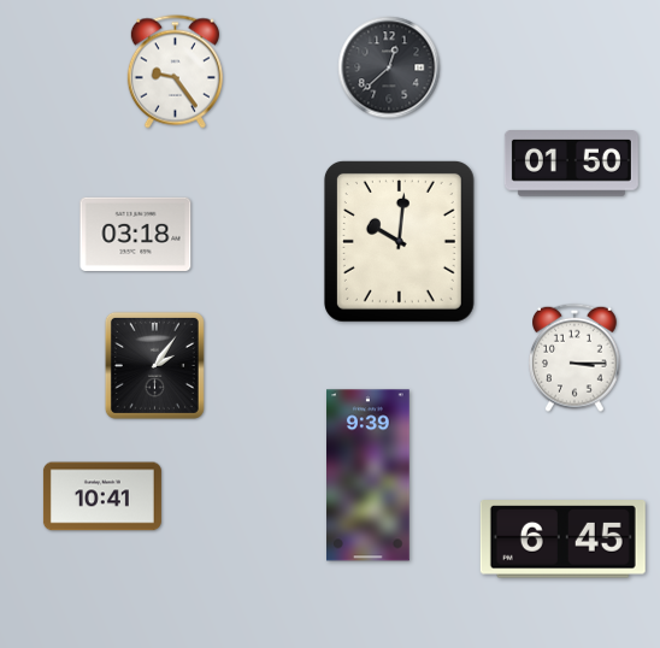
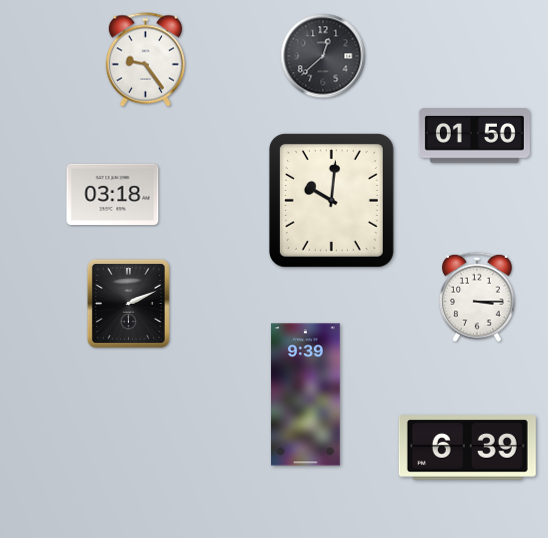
clock at (154, 365): 2:06 -> 2:11
clock at (102, 496): 10:41 -> none
clock at (562, 540): 6:45 -> 6:39
